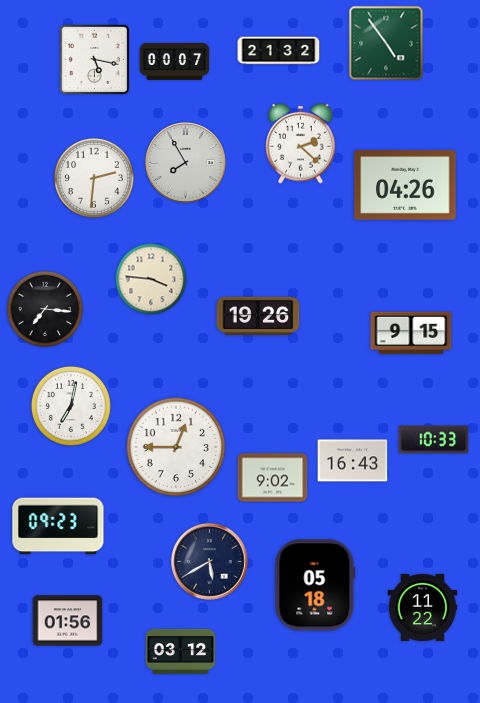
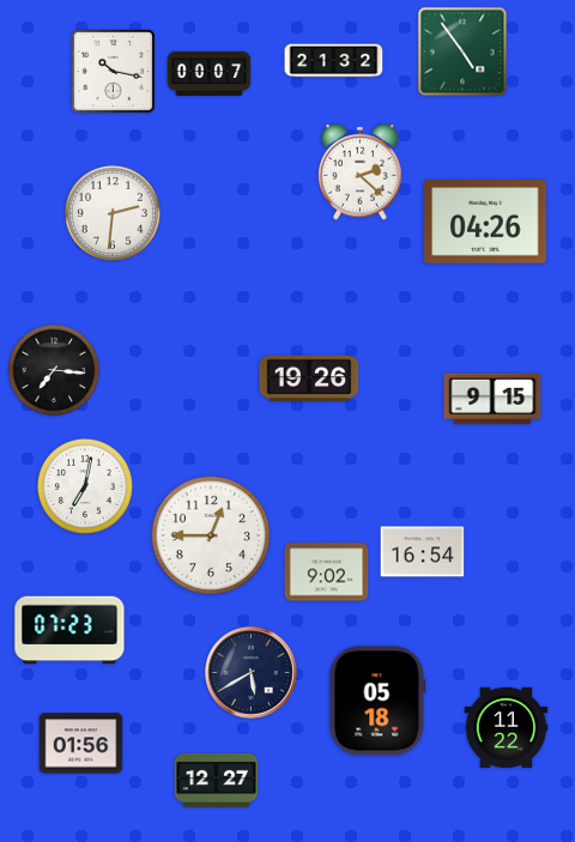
clock at (94, 59): 5:17 -> 10:17
clock at (186, 163): 7:55 -> none
clock at (151, 279): 3:46 -> none
clock at (434, 440): 10:33 -> none
clock at (353, 461): 16:43 -> 16:54
clock at (58, 526): 09:23 -> 07:23
clock at (181, 651): 03:12 -> 12:27
